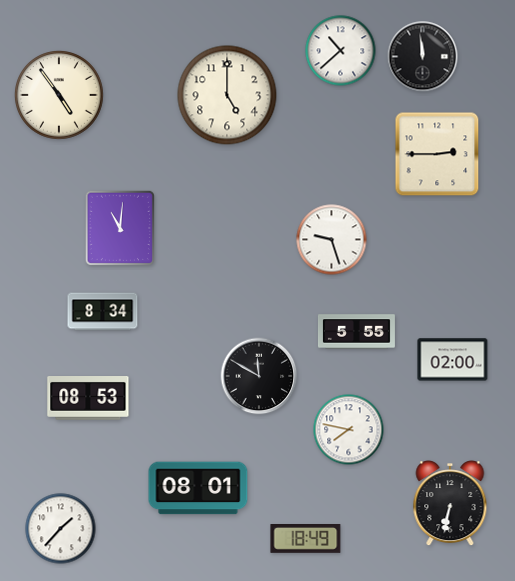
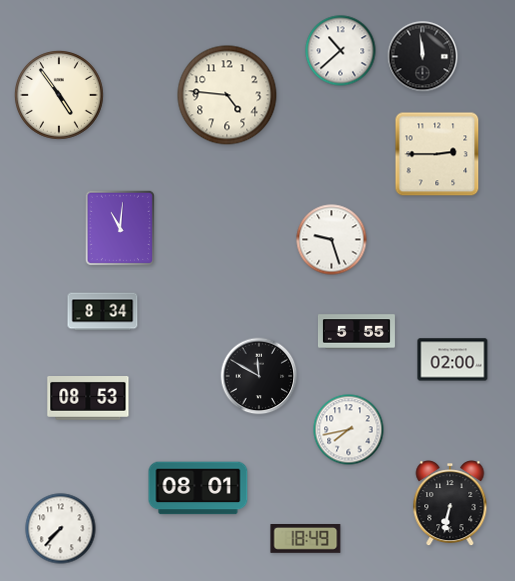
clock at (227, 95): 5:00 -> 4:46
clock at (349, 430): 7:47 -> 7:43
clock at (61, 529): 1:37 -> 7:37
